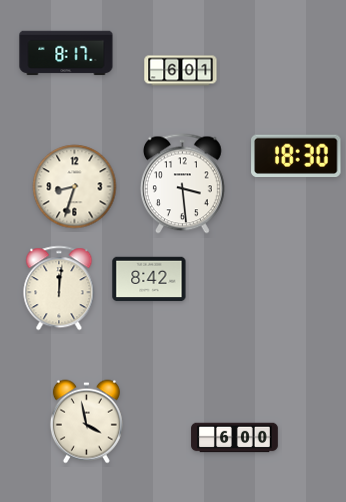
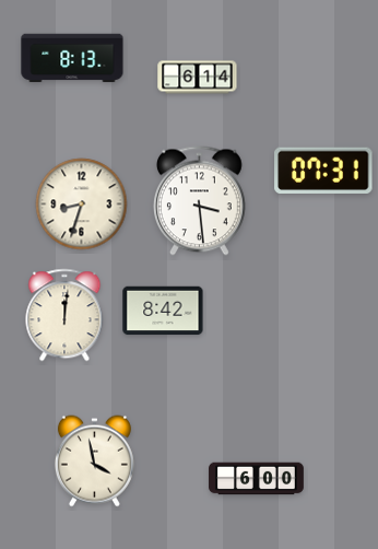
clock at (66, 53): 8:17 -> 8:13
clock at (181, 71): 6:01 -> 6:14
clock at (296, 156): 18:30 -> 07:31
clock at (149, 279) position: (149, 279) -> (163, 311)
